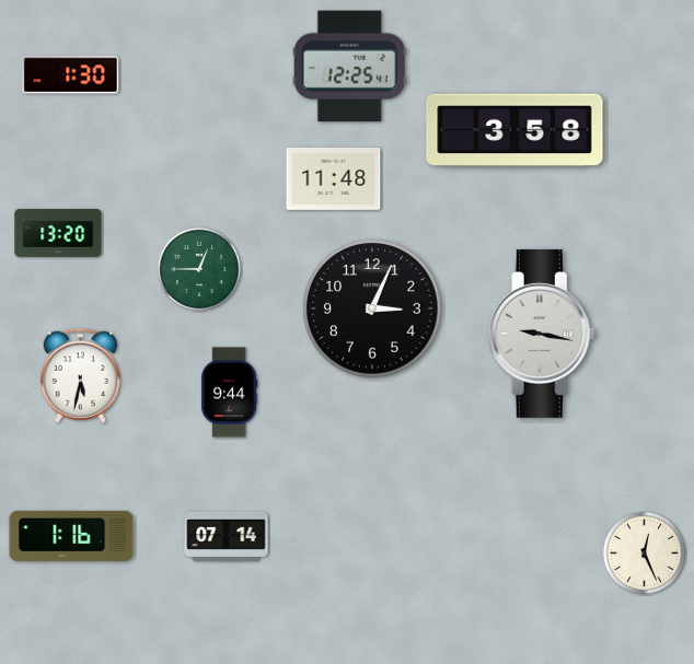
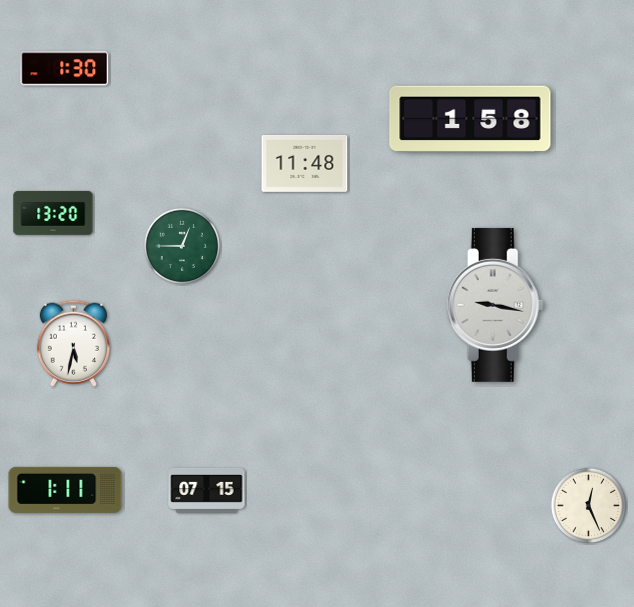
clock at (349, 67): 12:25 -> none
clock at (514, 130): 3:58 -> 1:58
clock at (373, 310): 3:04 -> none
clock at (229, 393): 9:44 -> none
clock at (71, 536): 1:16 -> 1:11
clock at (227, 536): 07:14 -> 07:15
